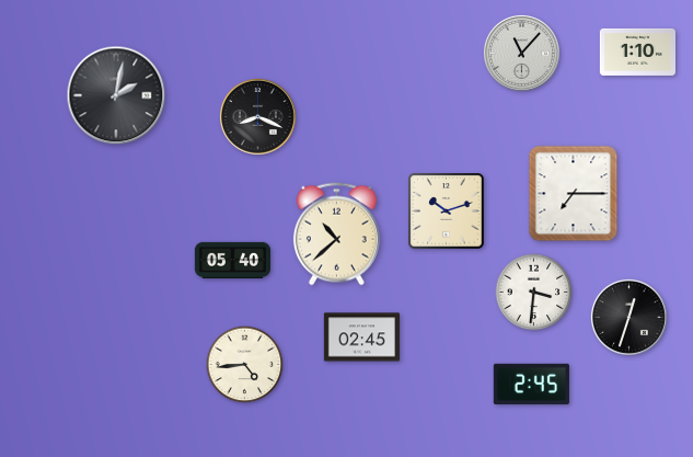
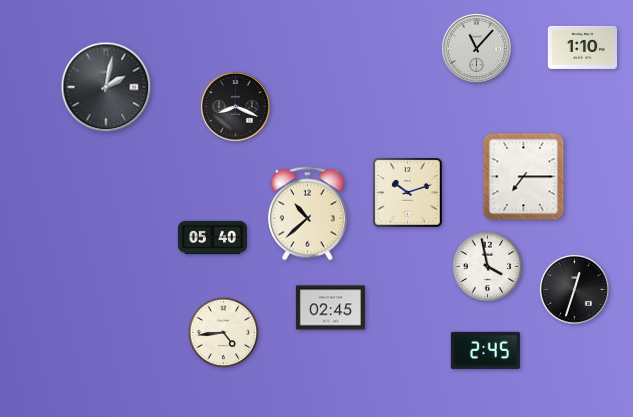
clock at (534, 293): 3:31 -> 3:58
